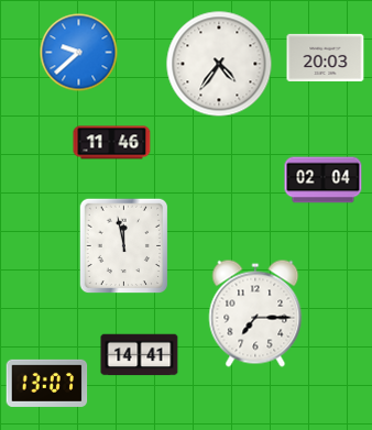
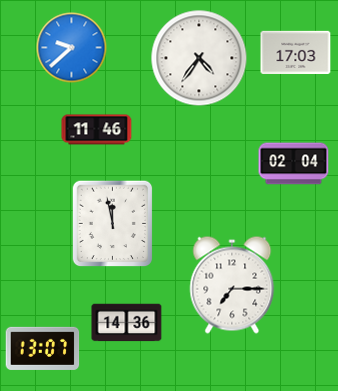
clock at (326, 57): 20:03 -> 17:03
clock at (112, 143) position: (112, 143) -> (97, 130)
clock at (140, 355): 14:41 -> 14:36
